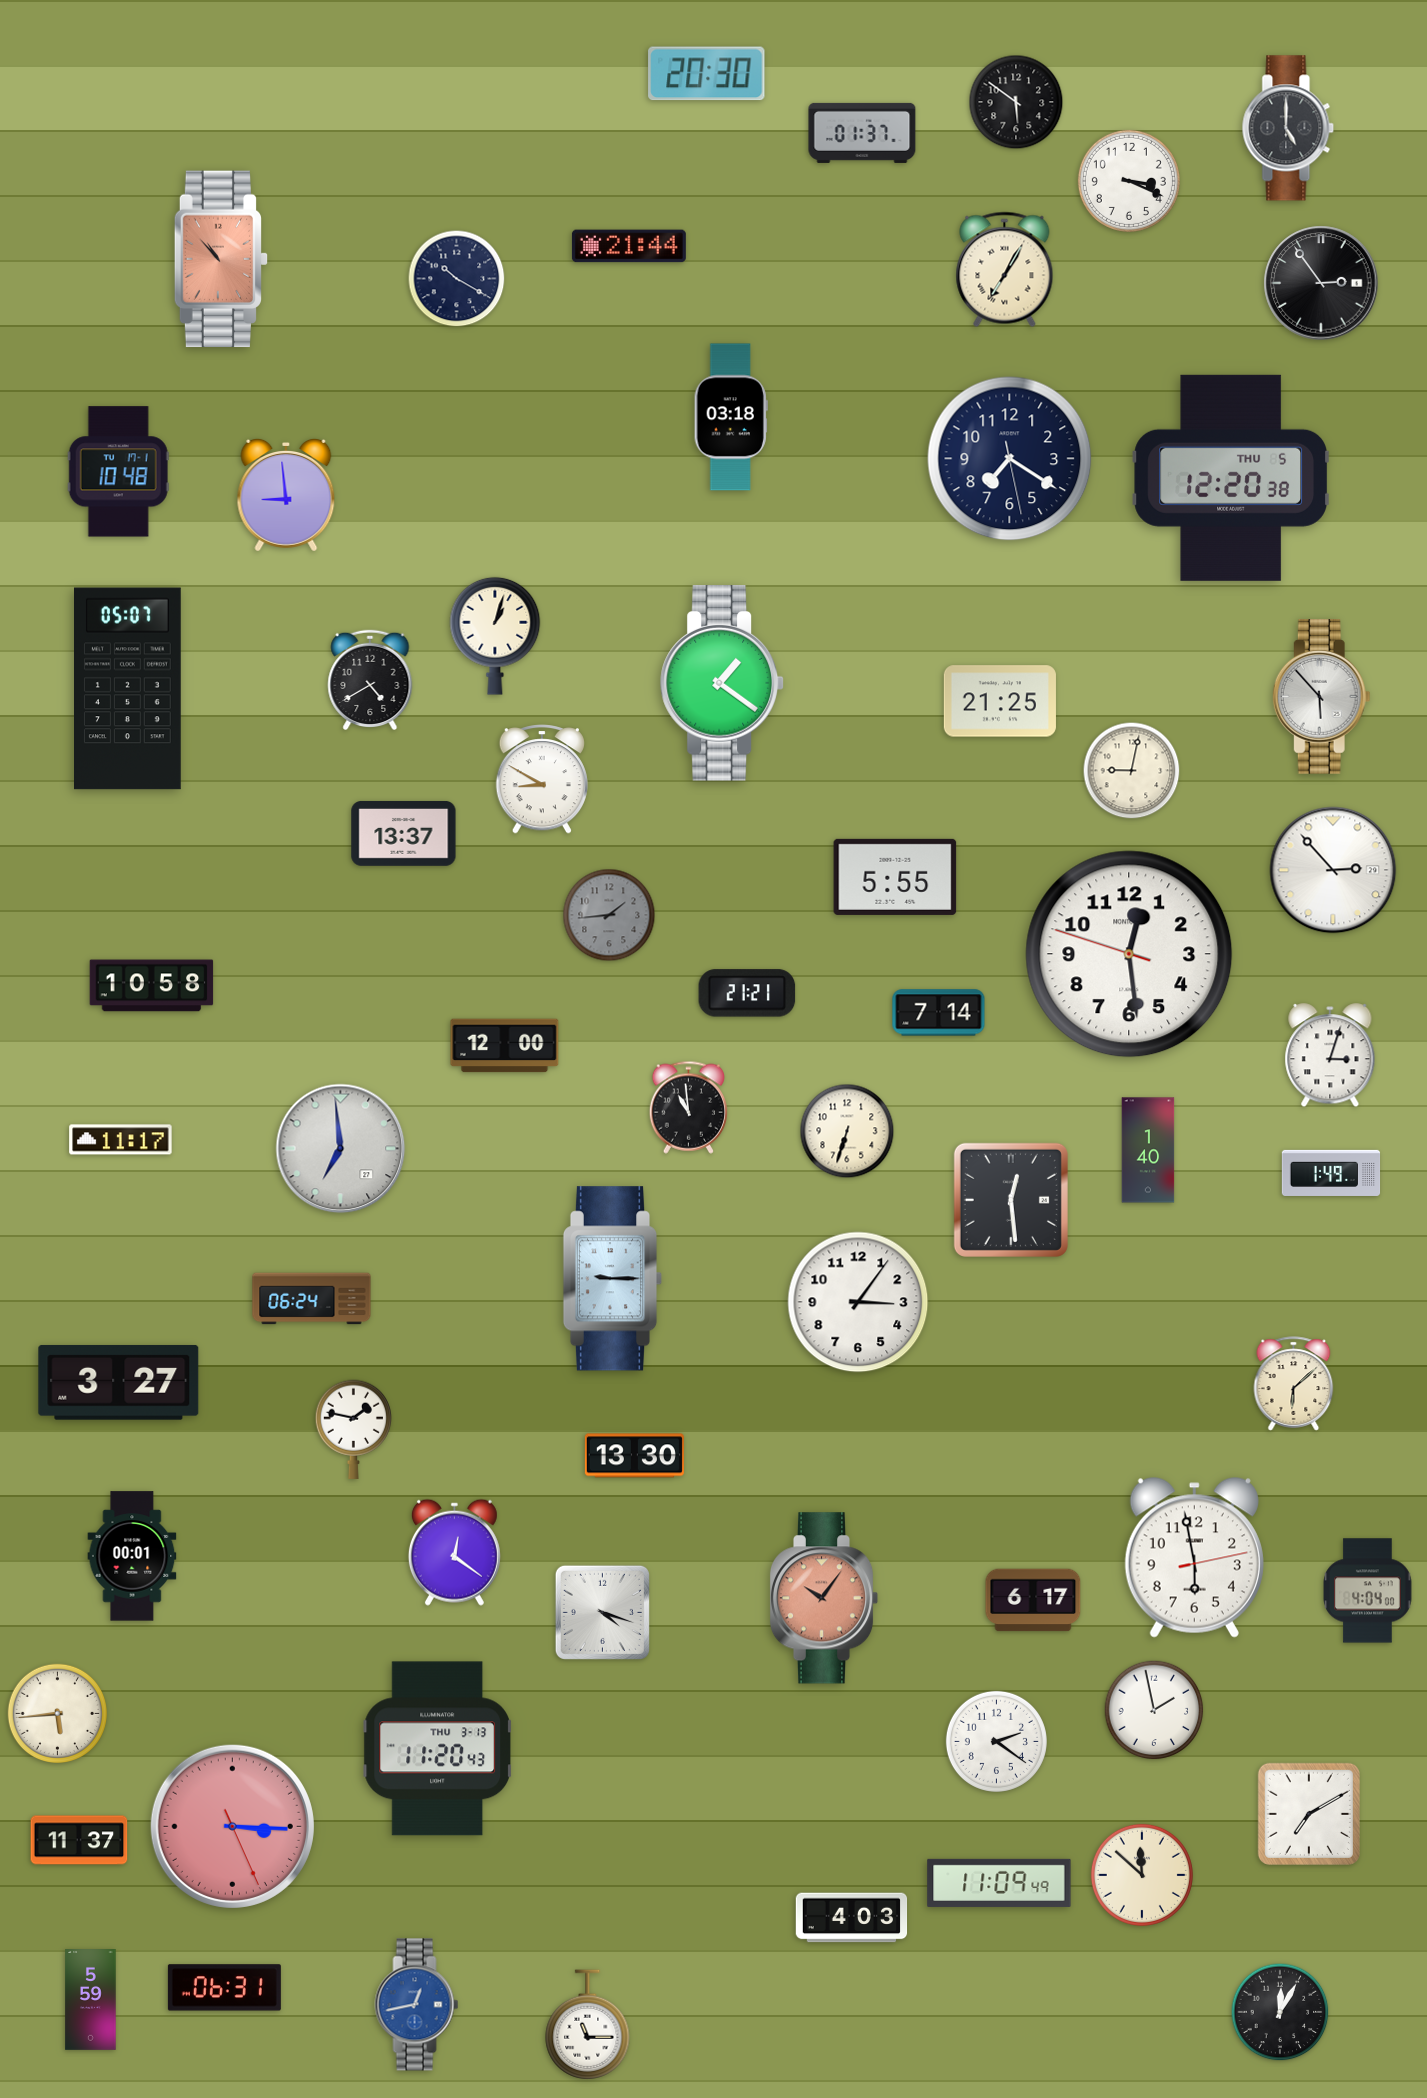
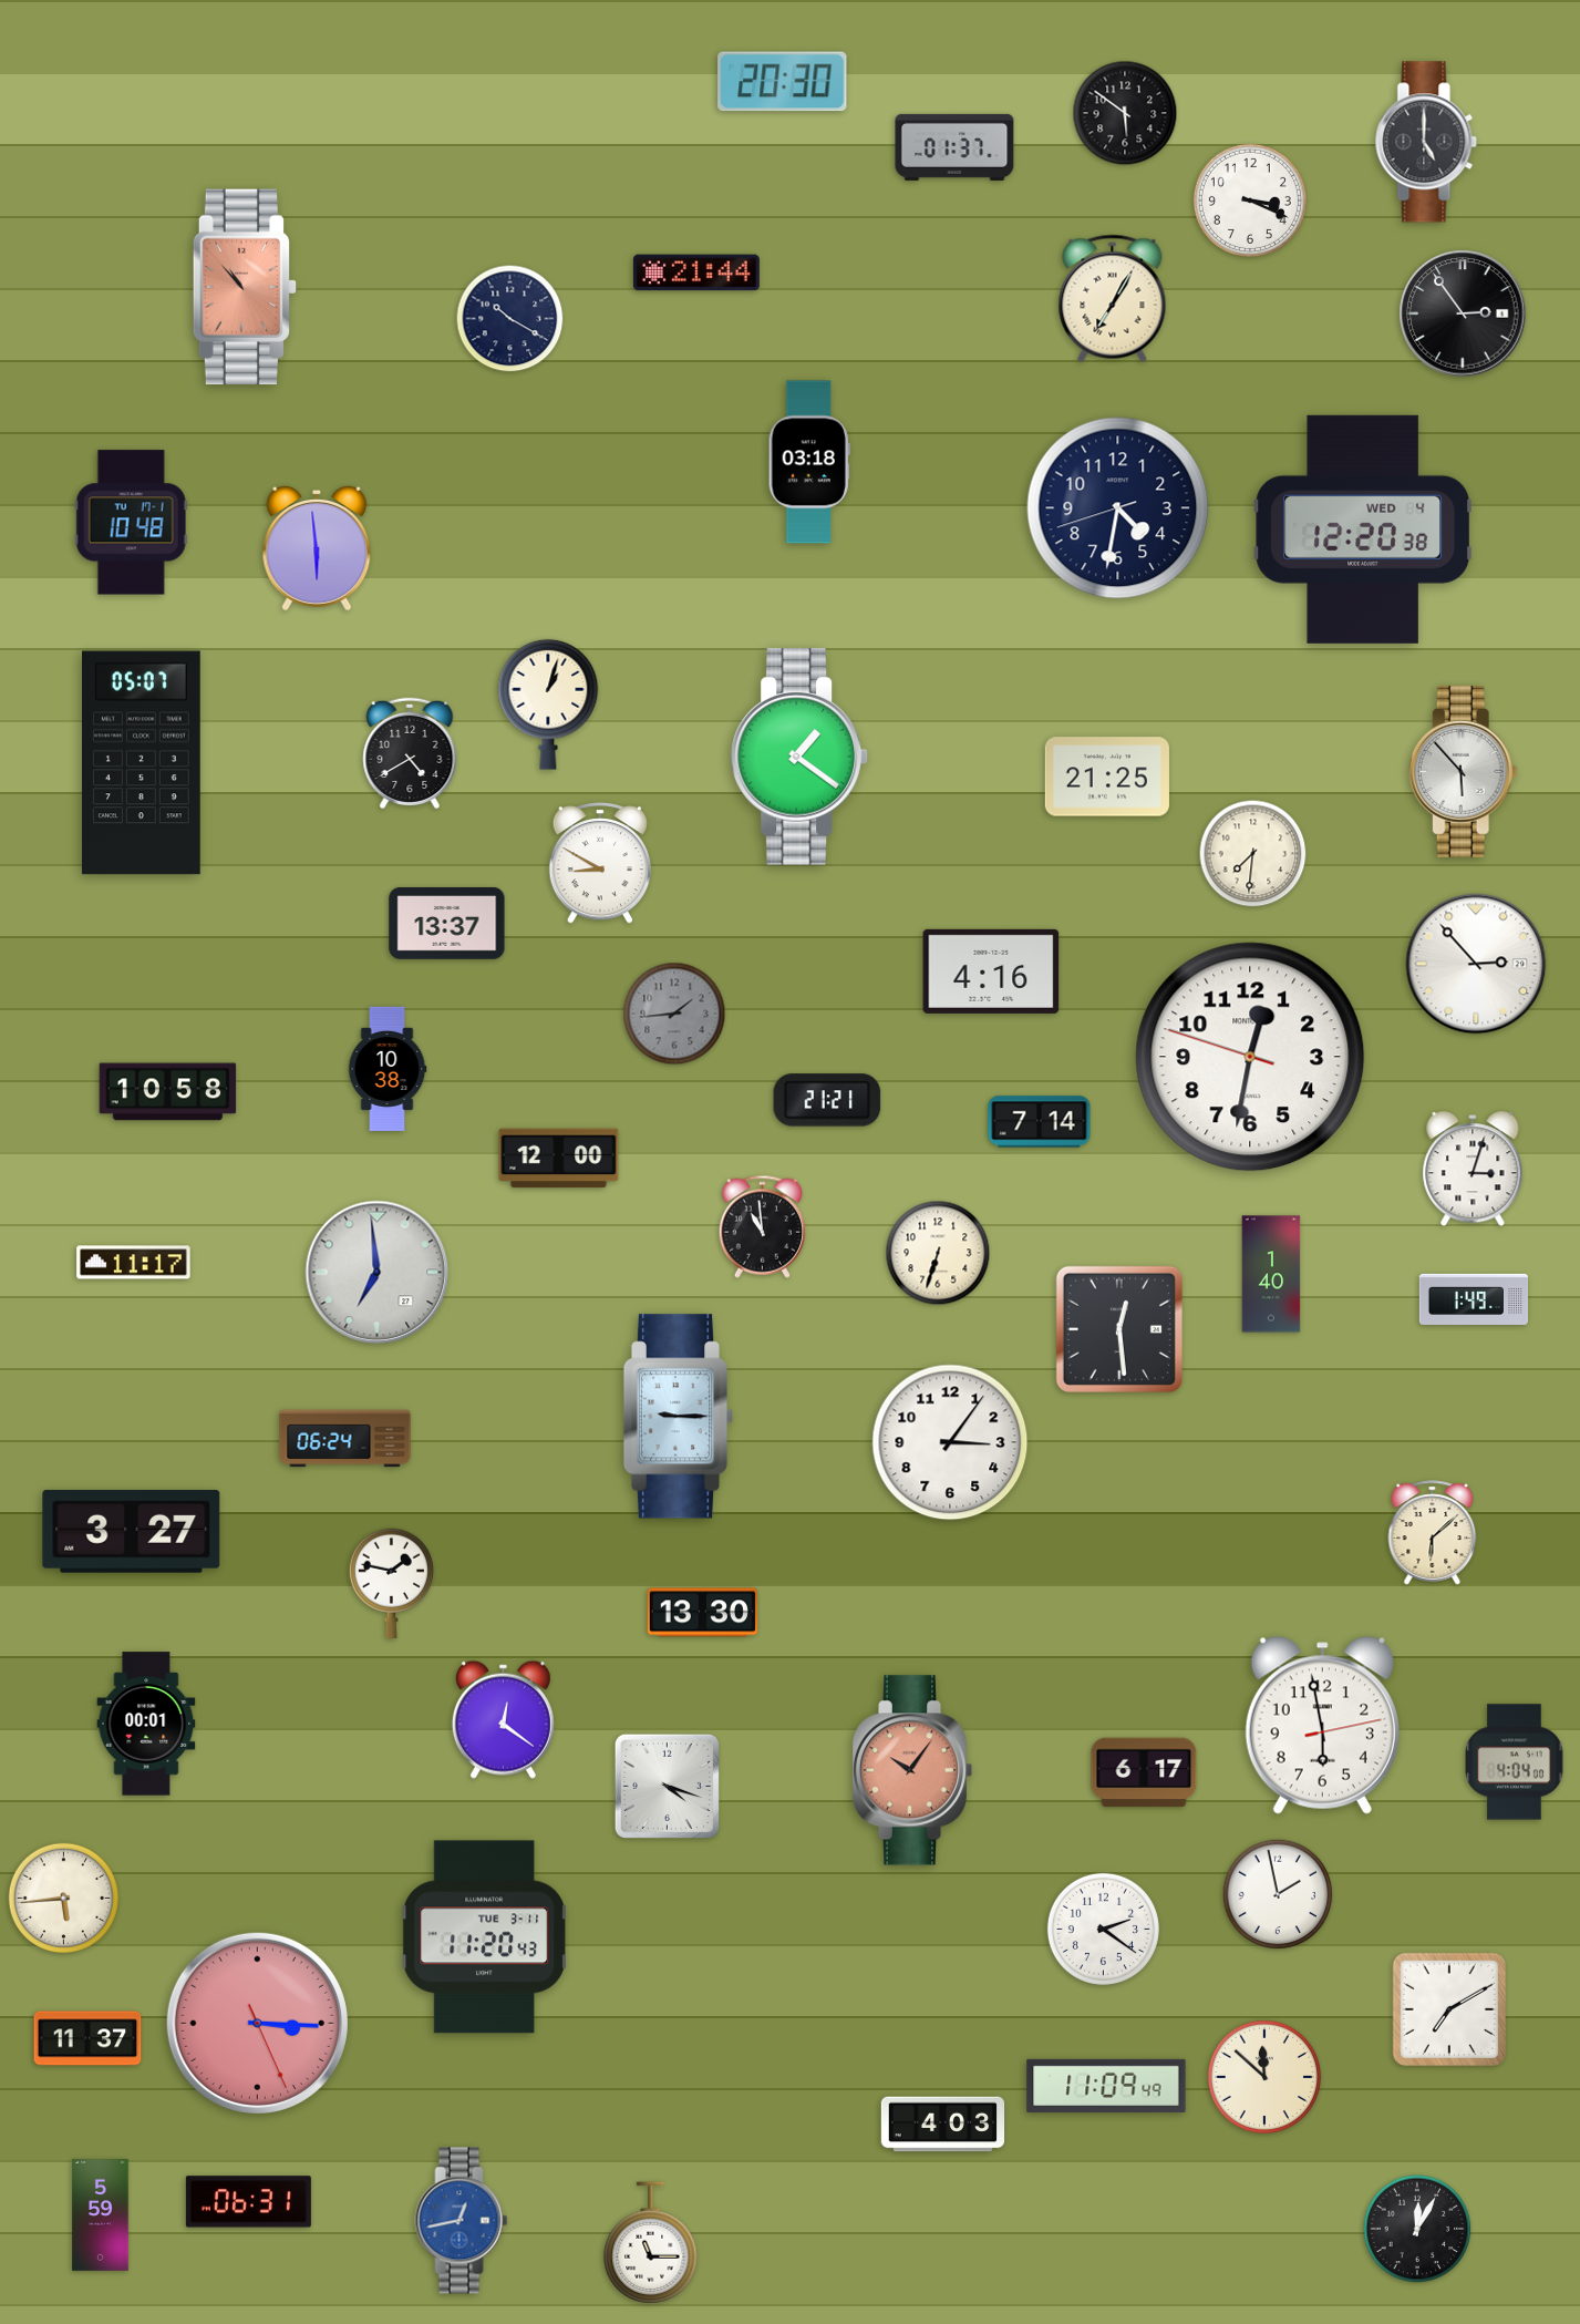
clock at (457, 279) position: (457, 279) -> (510, 319)
clock at (1010, 459): 7:20 -> 4:31
clock at (1231, 478) date: THU 5 -> WED 4
clock at (286, 495): 8:59 -> 5:59
clock at (1132, 771): 9:02 -> 7:31
clock at (895, 877): 5:55 -> 4:16
clock at (1129, 954): 12:28 -> 12:31
clock at (388, 1069): none -> 10:38
clock at (437, 1749) date: THU 3-13 -> TUE 3-11
